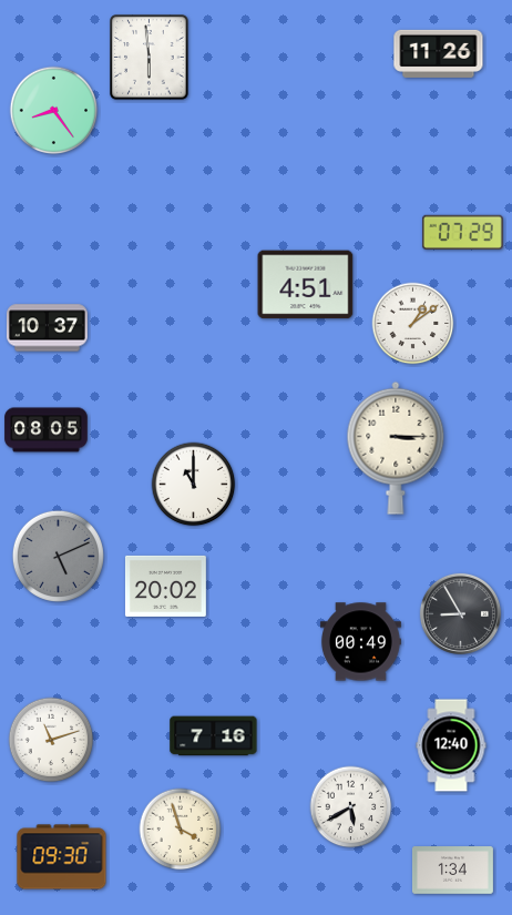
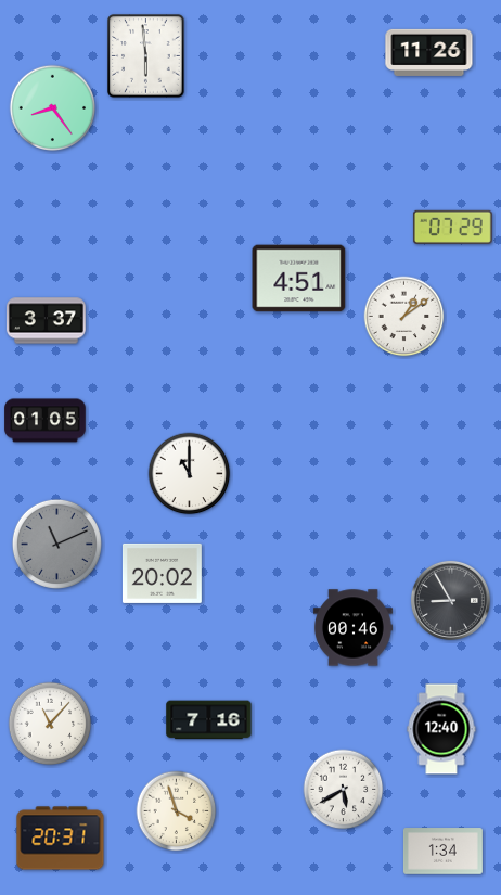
clock at (47, 328): 10:37 -> 3:37
clock at (47, 430): 08:05 -> 01:05
clock at (396, 448): 3:15 -> none
clock at (58, 556): 5:11 -> 11:11
clock at (360, 642): 00:49 -> 00:46
clock at (51, 740): 11:12 -> 11:07
clock at (62, 857): 09:30 -> 20:31
